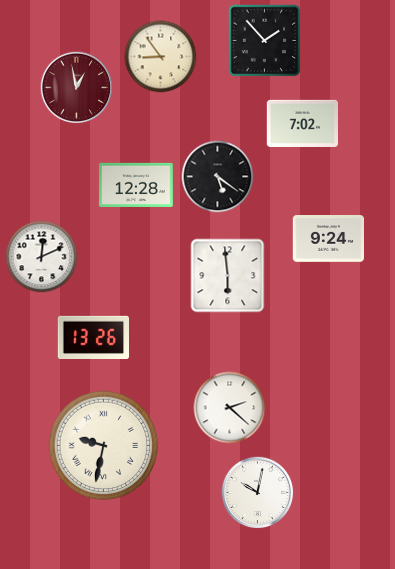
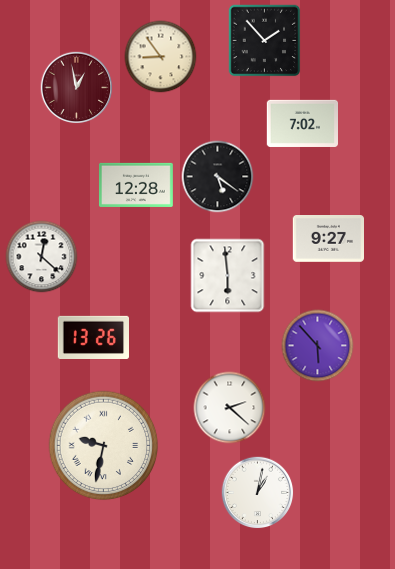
clock at (328, 239): 9:24 -> 9:27
clock at (42, 257): 12:11 -> 12:22
clock at (318, 346): none -> 5:53
clock at (258, 493): 10:02 -> 1:02
